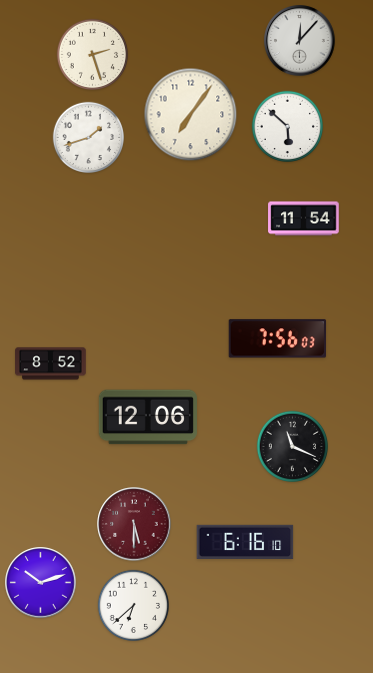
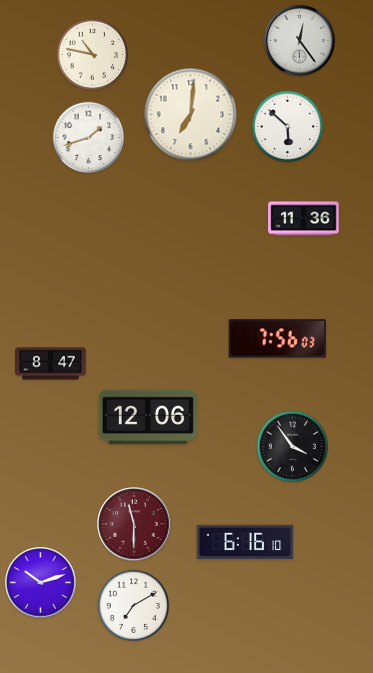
clock at (300, 41): 12:07 -> 12:24
clock at (93, 55): 2:27 -> 10:47
clock at (191, 115): 7:06 -> 7:01
clock at (304, 219): 11:54 -> 11:36
clock at (51, 364): 8:52 -> 8:47
clock at (293, 447): 11:19 -> 3:54
clock at (134, 524): 5:30 -> 11:30
clock at (134, 606): 6:38 -> 7:10
